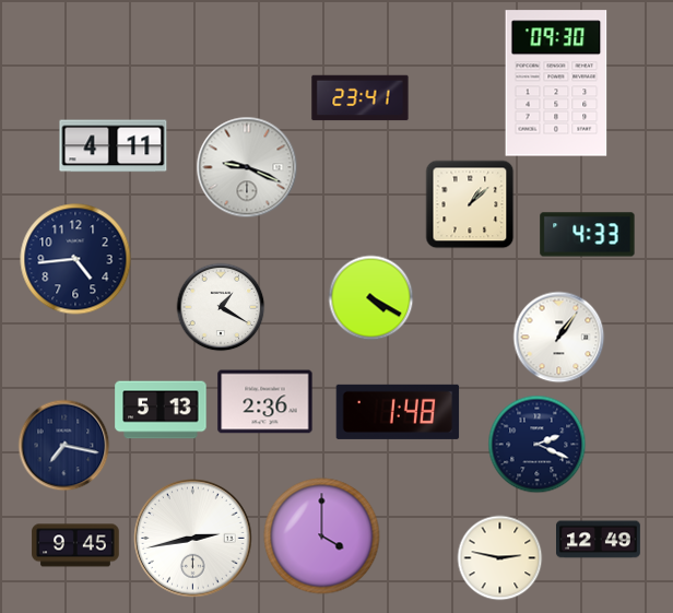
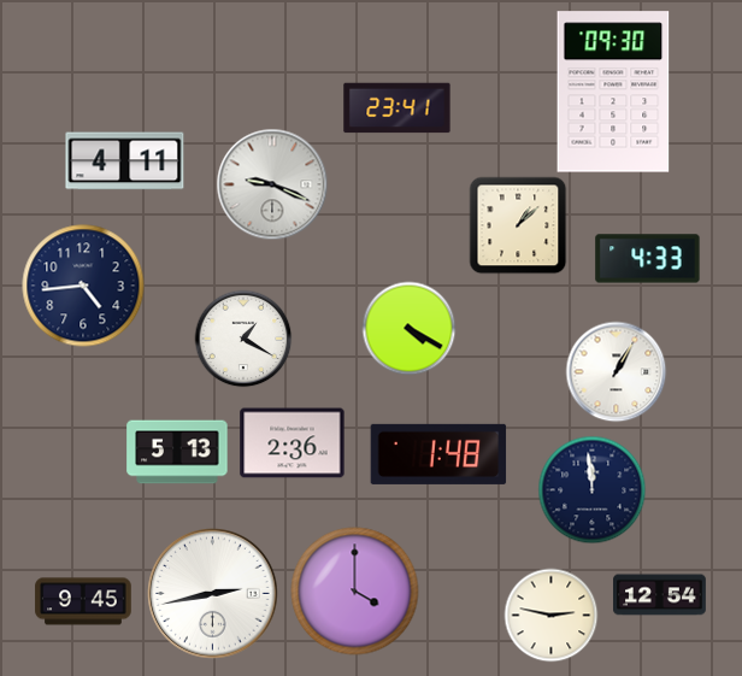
clock at (558, 337): 1:06 -> 1:05
clock at (536, 444): 2:19 -> 11:59
clock at (63, 445): 7:17 -> none
clock at (599, 540): 12:49 -> 12:54
